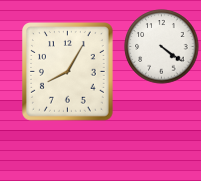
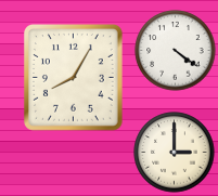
clock at (175, 153): none -> 3:00
